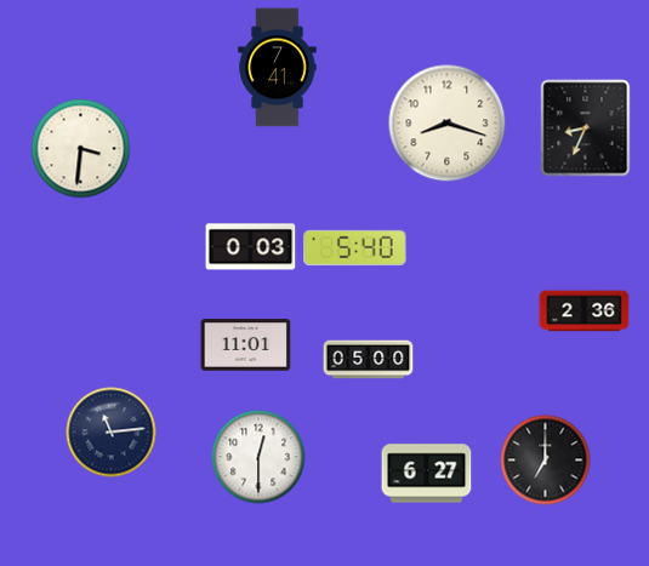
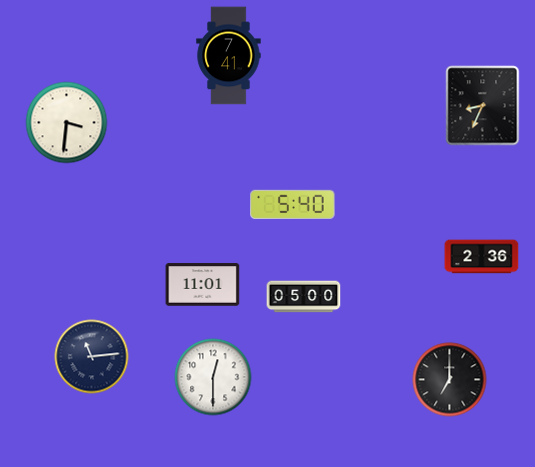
clock at (448, 124): 8:18 -> none
clock at (251, 247): 0:03 -> none
clock at (427, 474): 6:27 -> none
